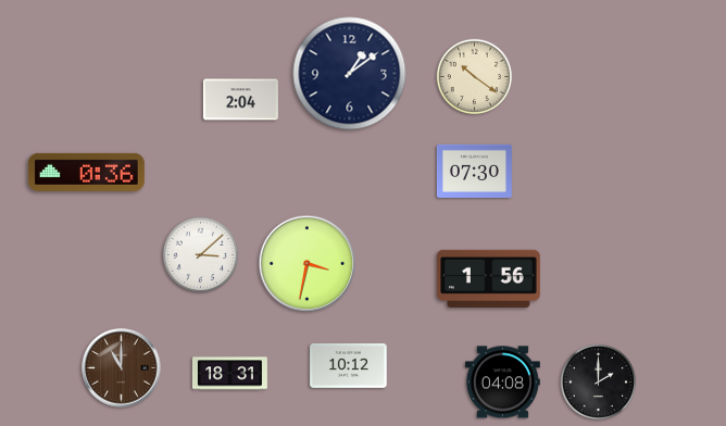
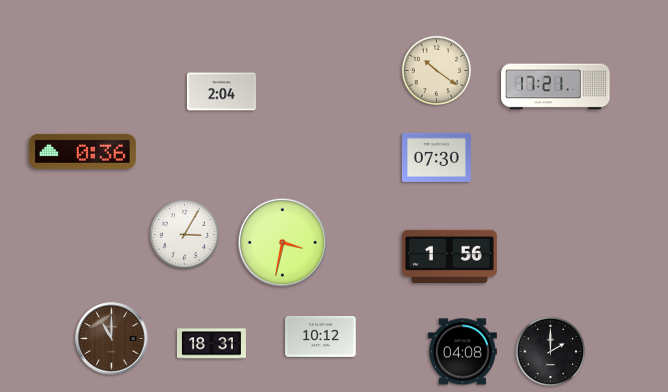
clock at (350, 74): 1:09 -> none
clock at (556, 87): none -> 17:21
clock at (86, 172) position: (86, 172) -> (82, 151)
clock at (201, 255): 3:08 -> 3:05
